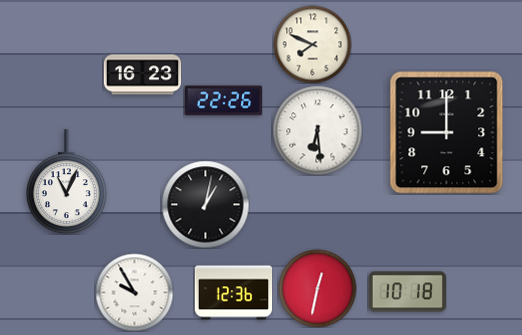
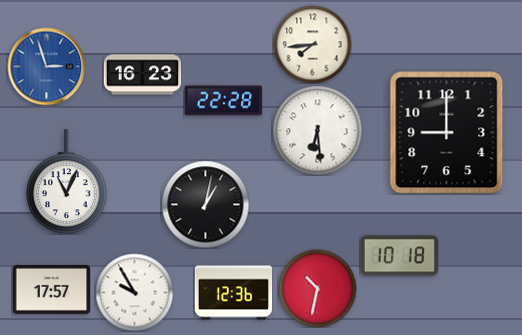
clock at (312, 44): 7:49 -> 7:44
clock at (46, 66): none -> 2:57
clock at (223, 101): 22:26 -> 22:28
clock at (317, 288): 12:32 -> 10:32
clock at (51, 289): none -> 17:57
clock at (407, 292) position: (407, 292) -> (399, 256)
